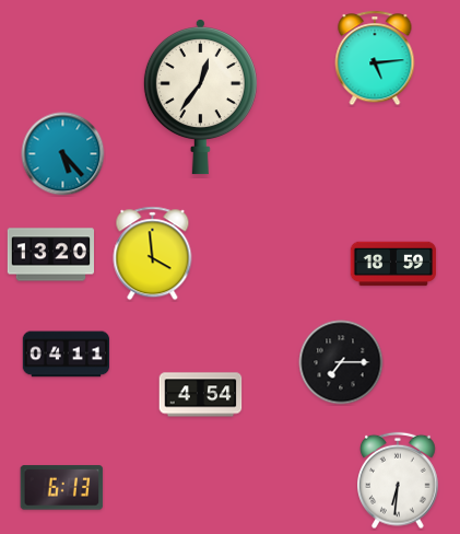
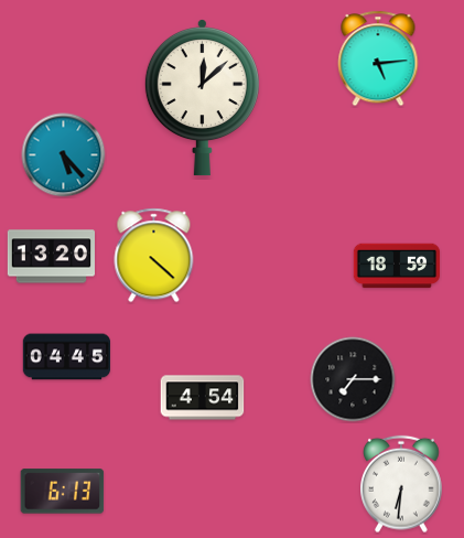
clock at (200, 97): 12:36 -> 12:08
clock at (153, 254): 3:59 -> 4:22
clock at (66, 355): 04:11 -> 04:45
clock at (341, 362) position: (341, 362) -> (353, 379)
